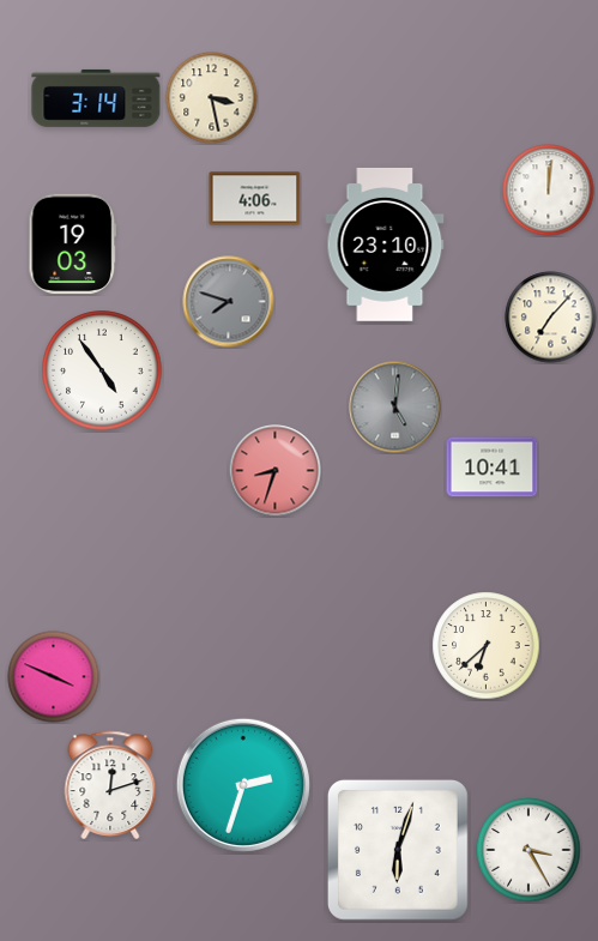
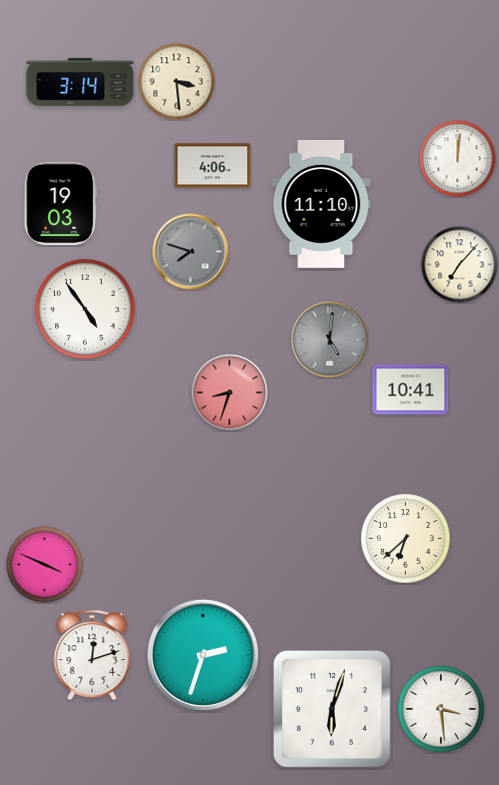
clock at (212, 98): 3:28 -> 3:29
clock at (385, 245): 23:10 -> 11:10
clock at (528, 850): 3:25 -> 3:29
